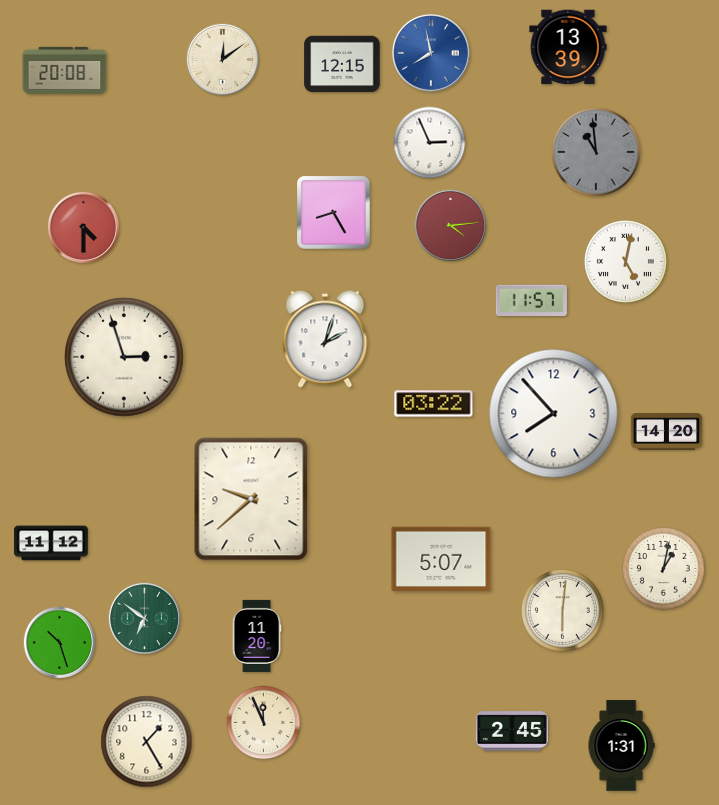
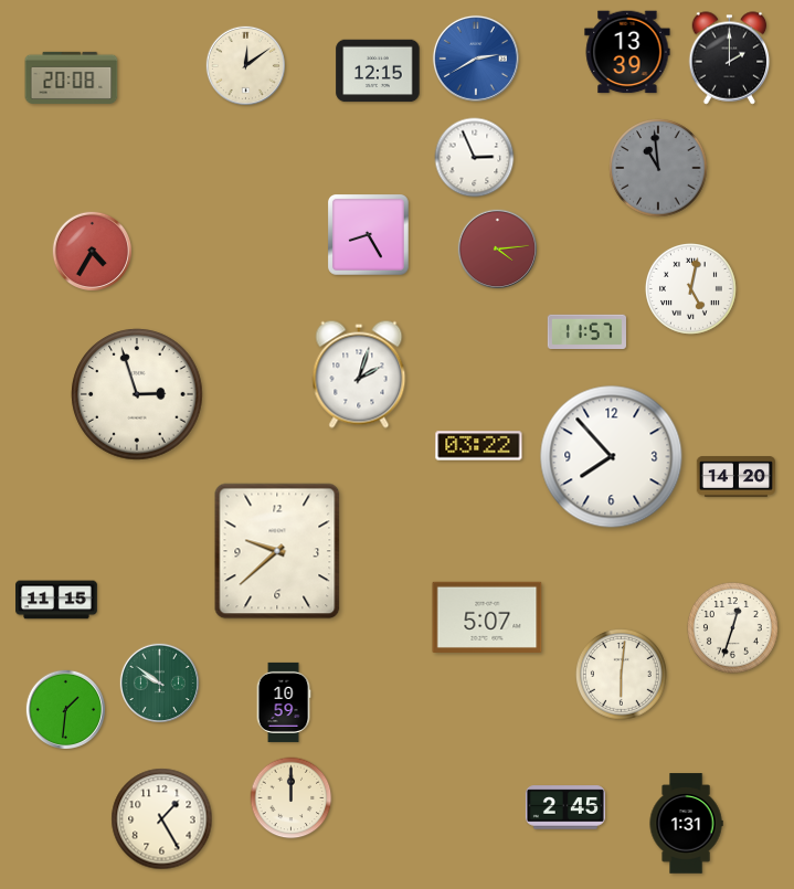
clock at (431, 53): 7:58 -> 2:40
clock at (730, 59): none -> 2:00
clock at (83, 227): 4:30 -> 4:35
clock at (51, 543): 11:12 -> 11:15
clock at (663, 568): 1:02 -> 12:33
clock at (144, 618): 6:51 -> 9:51
clock at (257, 636): 11:20 -> 10:59
clock at (59, 642): 10:27 -> 1:31
clock at (264, 723): 11:56 -> 12:00
